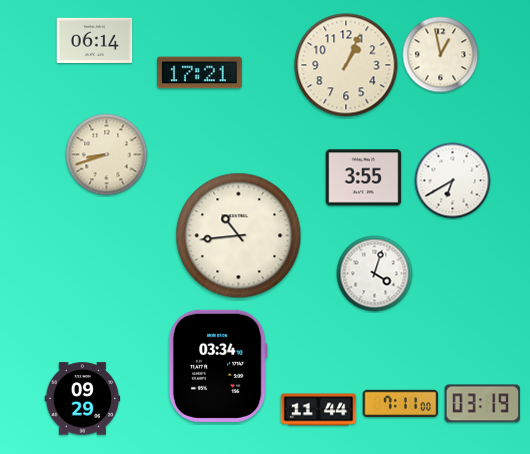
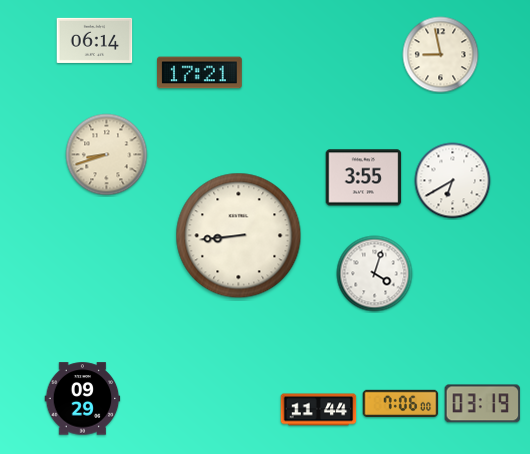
clock at (441, 55): 12:58 -> 8:58
clock at (346, 65): 1:04 -> none
clock at (239, 236): 10:44 -> 8:44
clock at (218, 366): 03:34 -> none
clock at (401, 403): 7:11 -> 7:06
